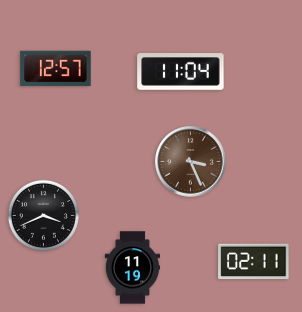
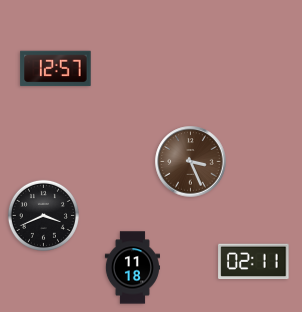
clock at (181, 72): 11:04 -> none
clock at (132, 268): 11:19 -> 11:18
